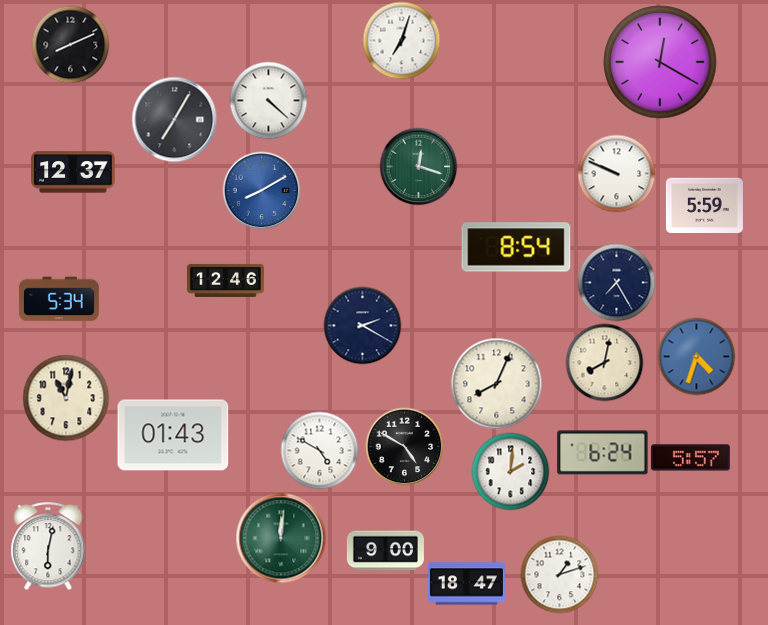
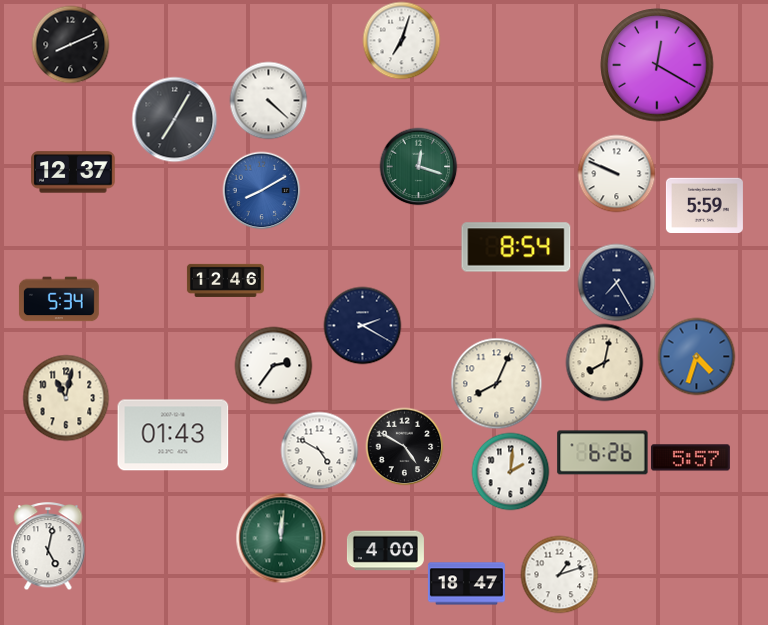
clock at (660, 62) position: (660, 62) -> (657, 65)
clock at (273, 365): none -> 2:36
clock at (603, 453): 6:24 -> 6:26
clock at (48, 546): 6:02 -> 5:02
clock at (385, 551): 9:00 -> 4:00
